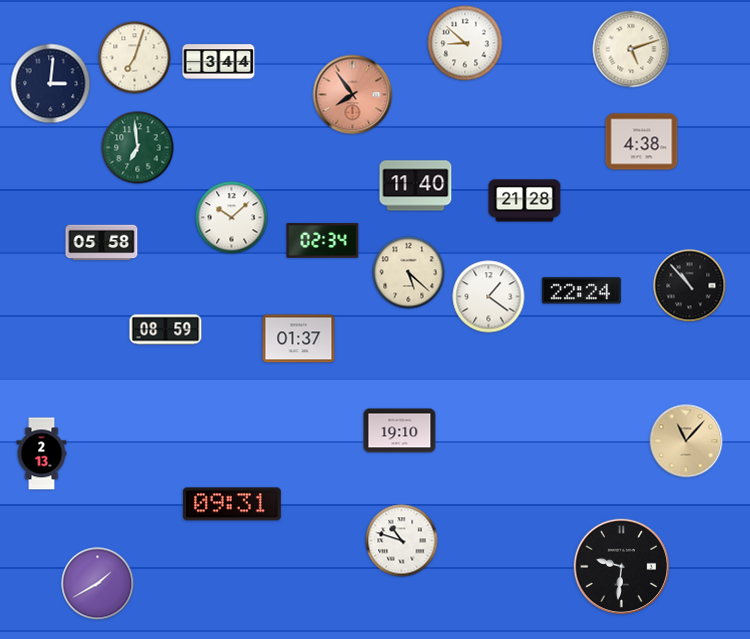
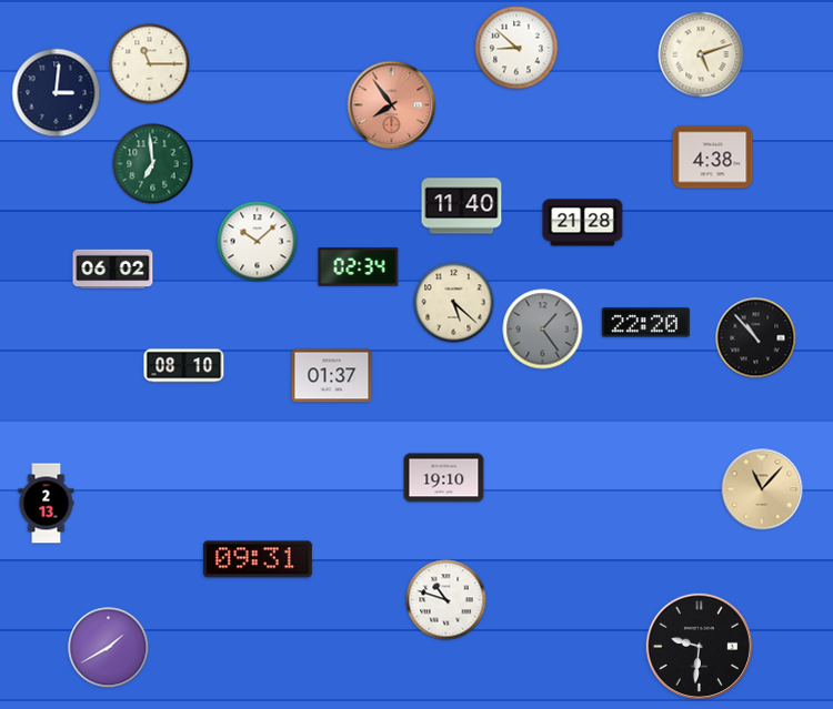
clock at (135, 58): 7:03 -> 11:15
clock at (219, 62): 3:44 -> none
clock at (102, 243): 05:58 -> 06:02
clock at (690, 286) position: (690, 286) -> (756, 338)
clock at (581, 291): 22:24 -> 22:20
clock at (489, 297): 1:21 -> 1:24
clock at (489, 297) dial: white -> grey
clock at (166, 330): 08:59 -> 08:10
clock at (622, 567) position: (622, 567) -> (700, 647)
